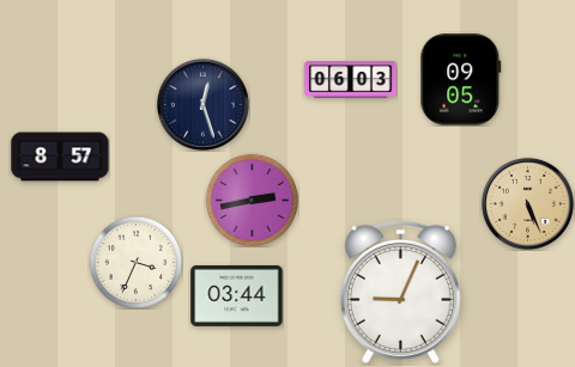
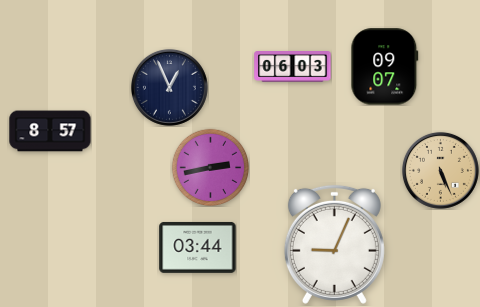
clock at (461, 80): 09:05 -> 09:07
clock at (202, 104): 12:27 -> 12:56
clock at (135, 262): 3:34 -> none
